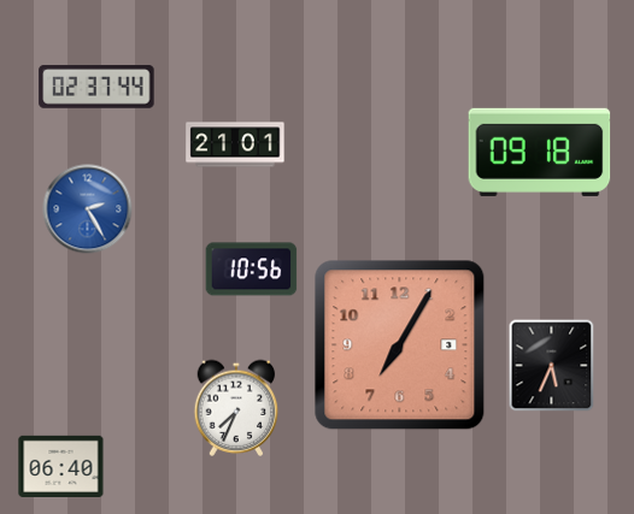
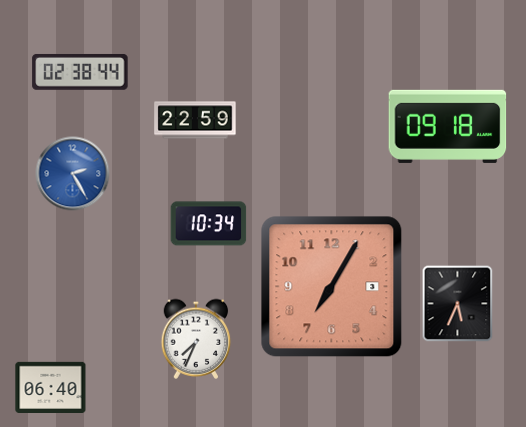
clock at (96, 87): 02:37 -> 02:38
clock at (235, 144): 21:01 -> 22:59
clock at (252, 270): 10:56 -> 10:34
